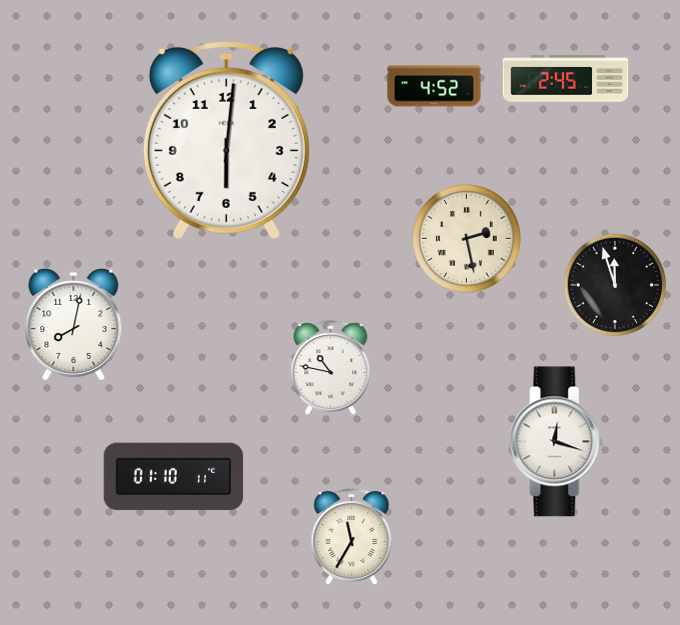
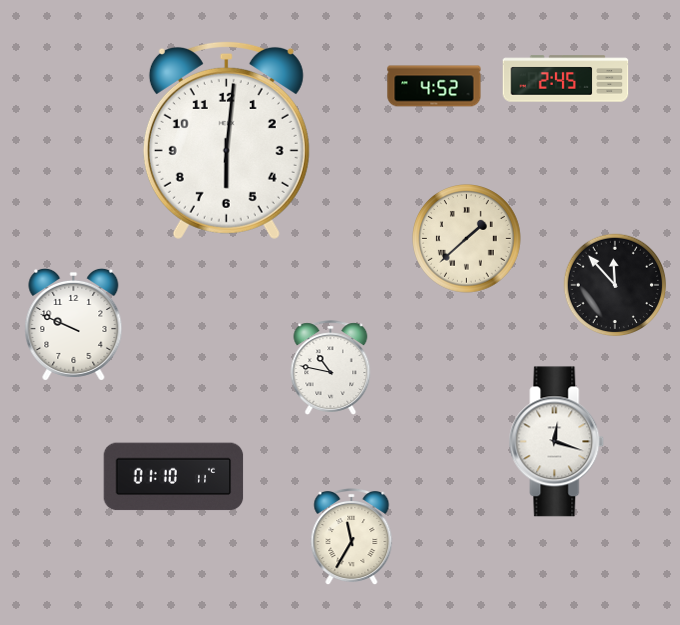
clock at (467, 239): 2:28 -> 1:38
clock at (615, 285): 11:57 -> 11:53
clock at (74, 324): 8:02 -> 9:49
